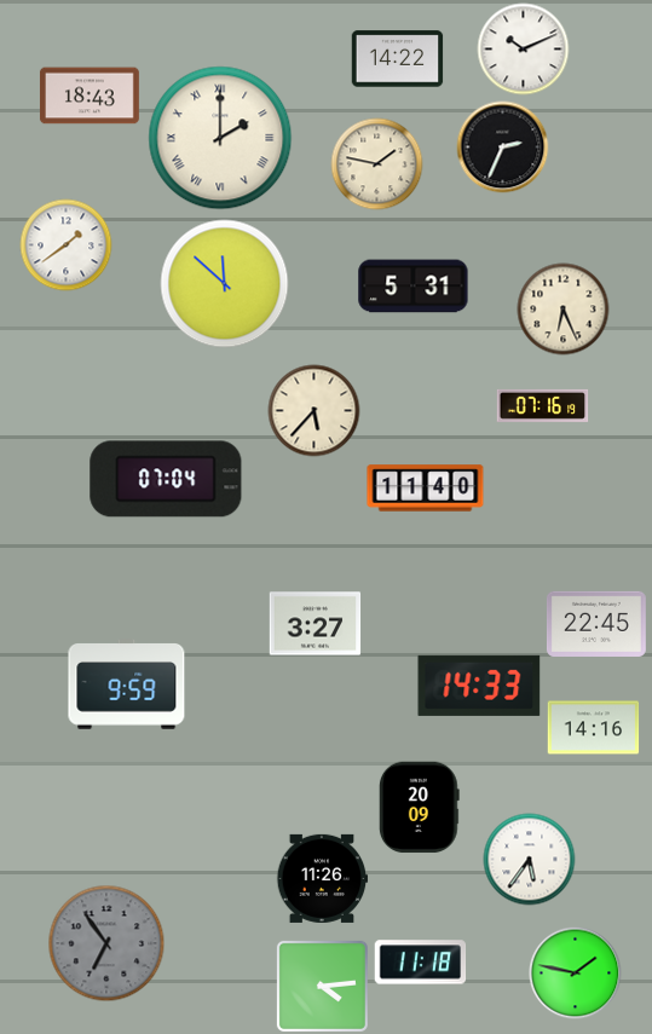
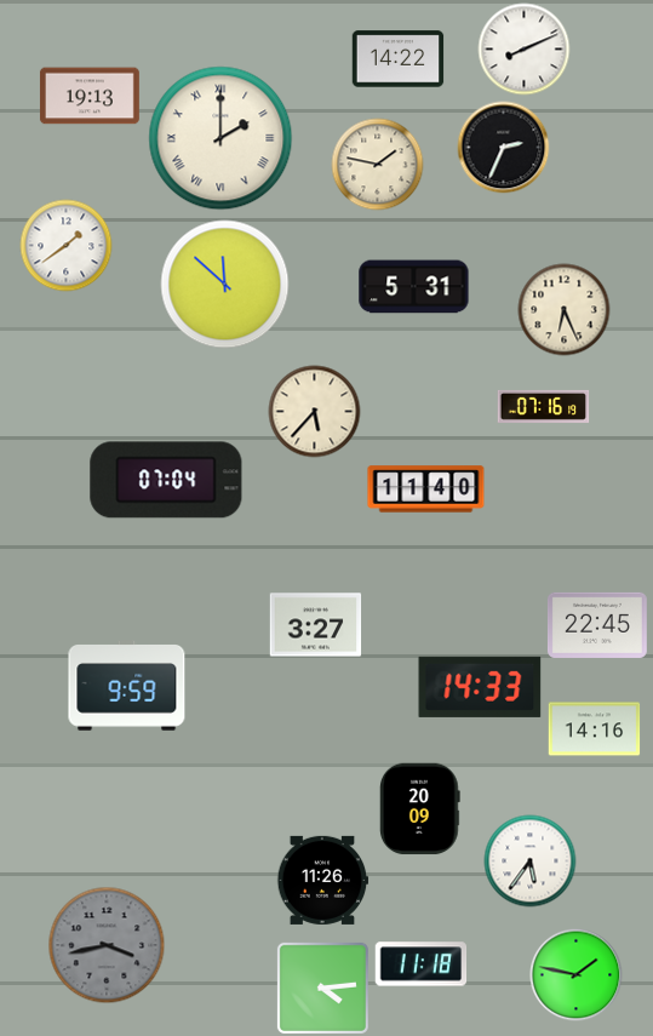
clock at (524, 50): 10:11 -> 8:11
clock at (90, 96): 18:43 -> 19:13
clock at (106, 943): 6:54 -> 3:43
